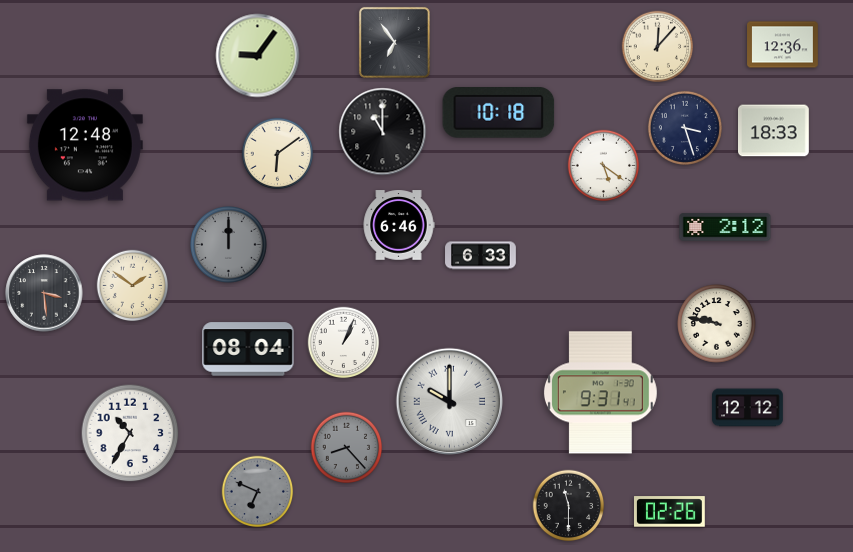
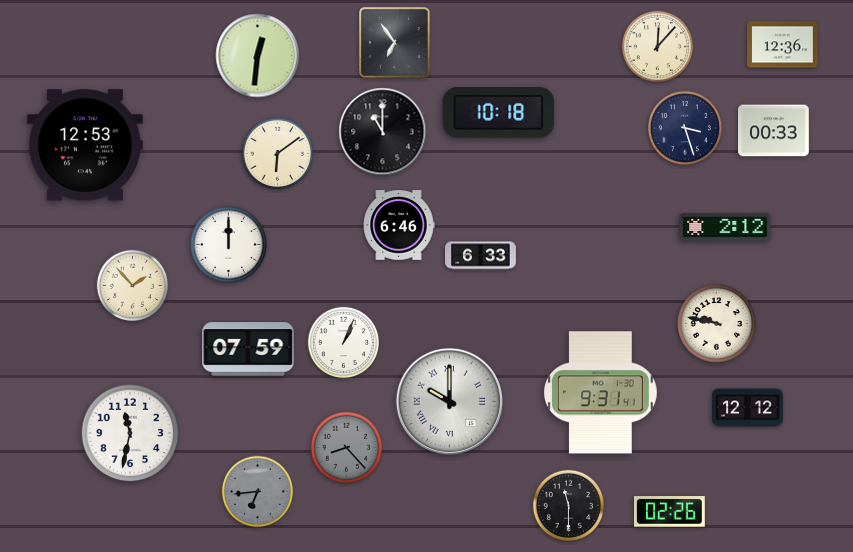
clock at (258, 56): 9:06 -> 12:31
clock at (774, 131): 18:33 -> 00:33
clock at (85, 145): 12:48 -> 12:53
clock at (604, 166): 5:21 -> none
clock at (229, 245) dial: grey -> white
clock at (133, 286): 1:51 -> 1:53
clock at (44, 293): 3:29 -> none
clock at (248, 349): 08:04 -> 07:59
clock at (130, 433): 10:35 -> 11:32
clock at (258, 492): 6:49 -> 6:44
